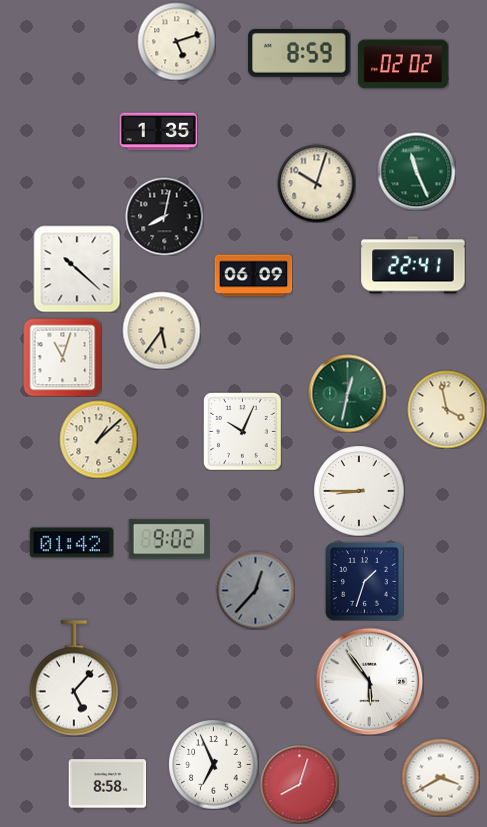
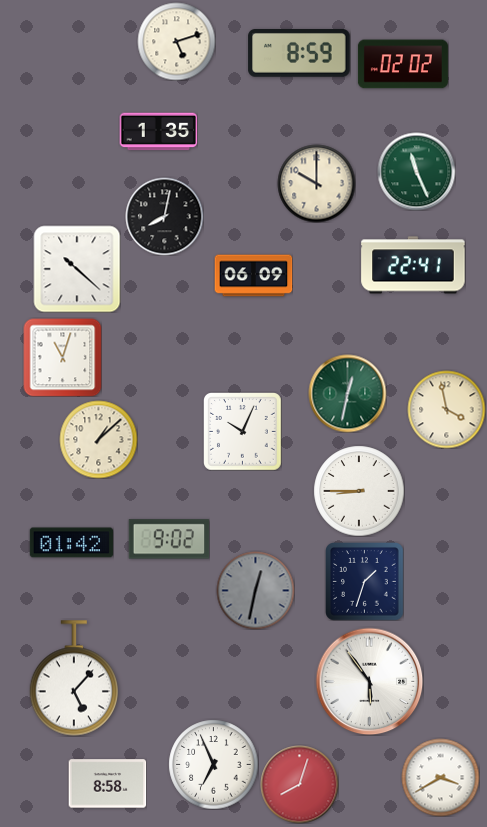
clock at (316, 183): 10:03 -> 10:00
clock at (161, 330): 5:36 -> none
clock at (255, 590): 12:37 -> 12:32
